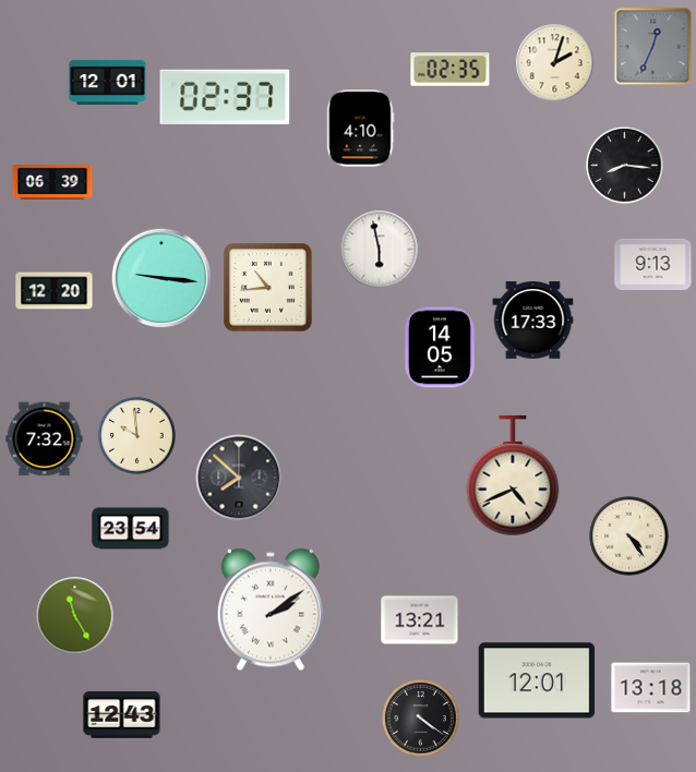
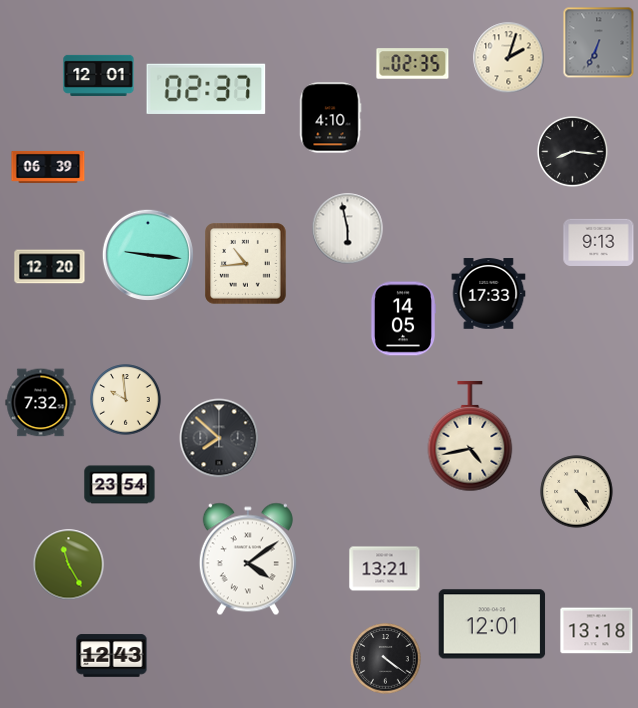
clock at (653, 47): 12:34 -> 6:34
clock at (513, 475): 4:41 -> 4:43
clock at (271, 610): 2:09 -> 4:09
